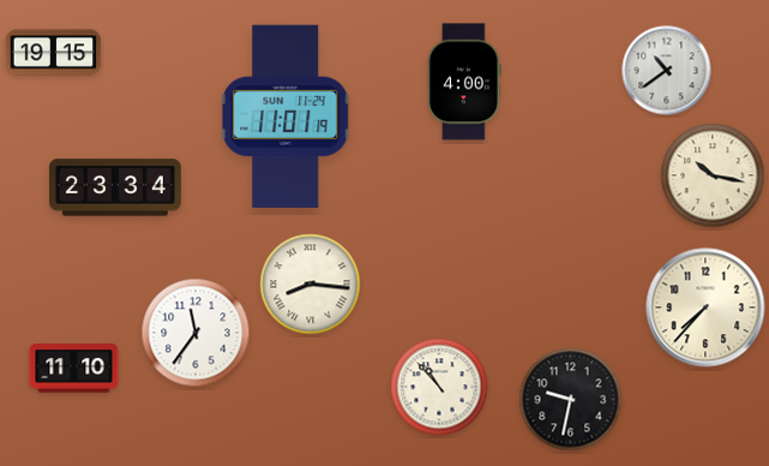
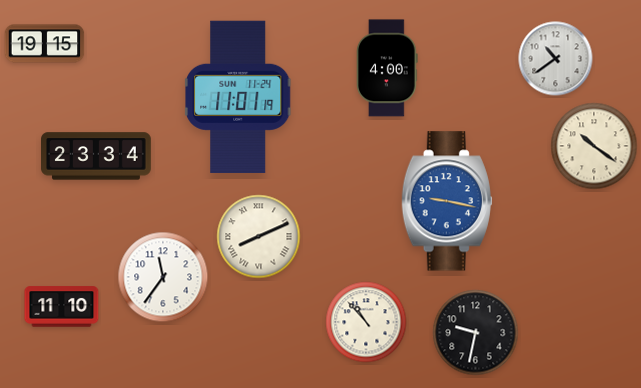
clock at (713, 175): 10:17 -> 10:21
clock at (447, 201): none -> 9:17
clock at (311, 285): 8:16 -> 8:11
clock at (705, 307): 7:37 -> none
